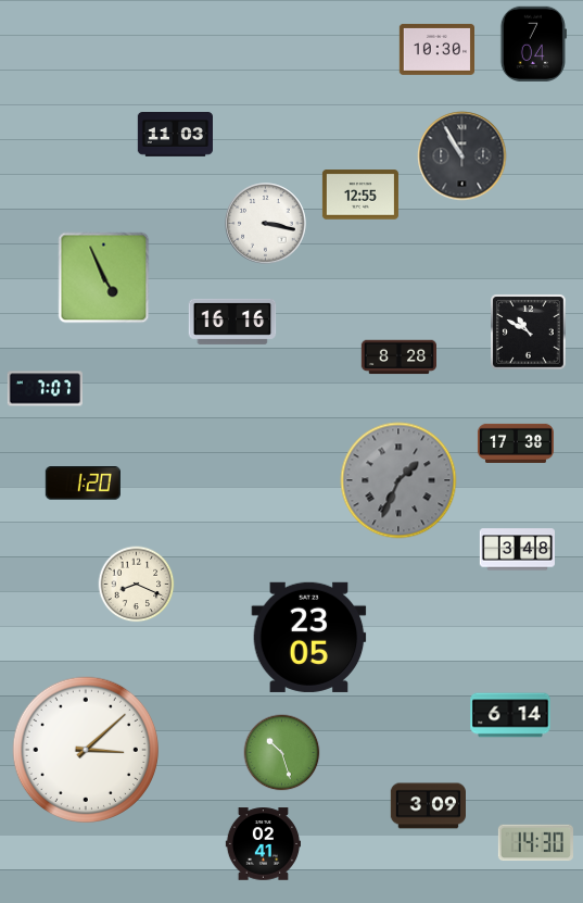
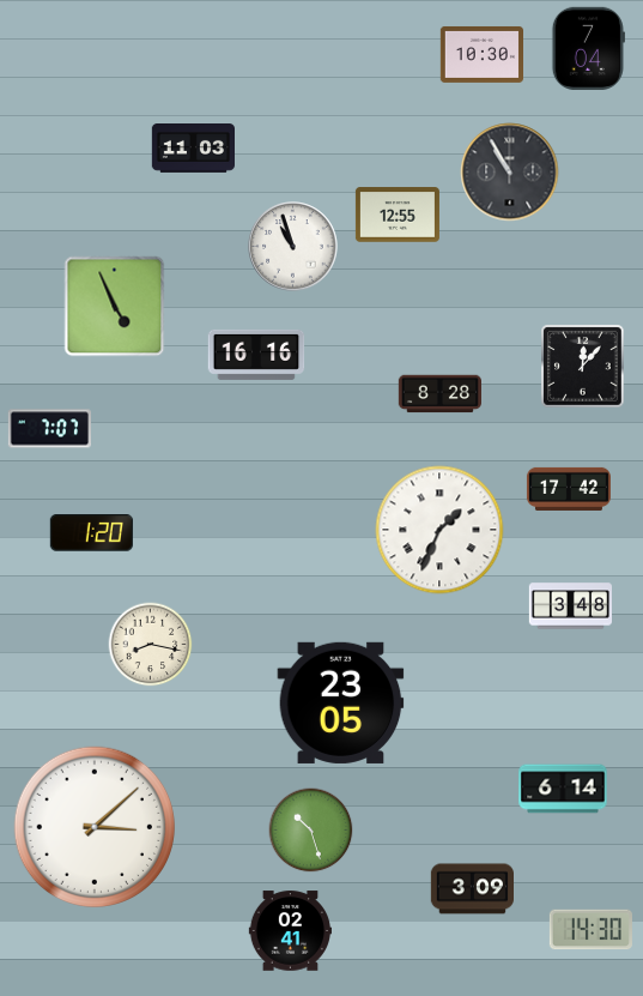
clock at (266, 224): 3:17 -> 10:57
clock at (529, 333): 10:50 -> 12:07
clock at (516, 443): 17:38 -> 17:42
clock at (398, 480) dial: grey -> white
clock at (137, 585): 8:19 -> 8:17
